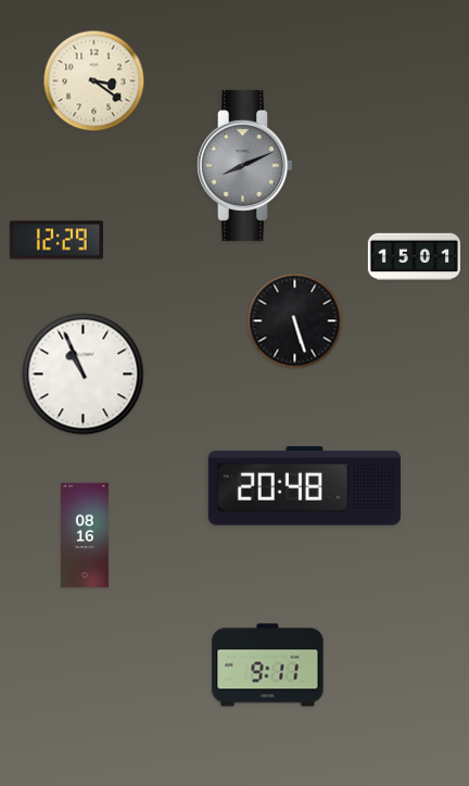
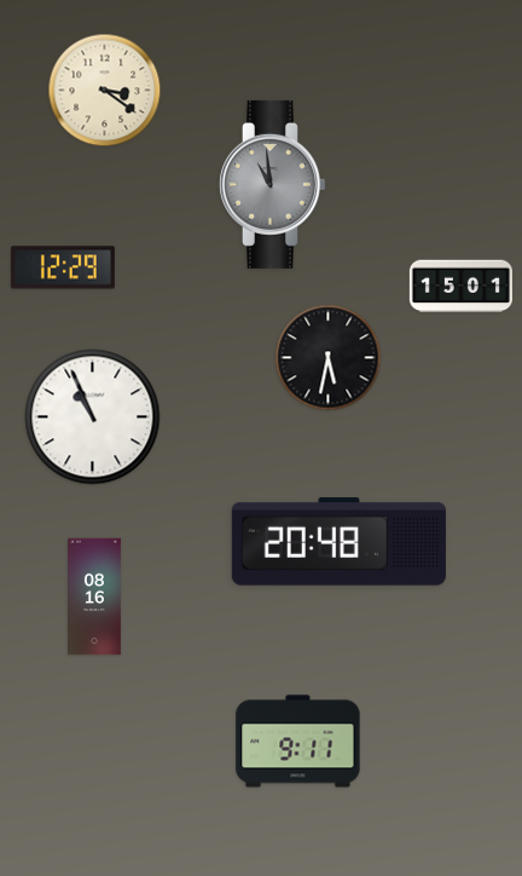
clock at (244, 165): 8:11 -> 10:59
clock at (295, 321): 5:27 -> 5:32
